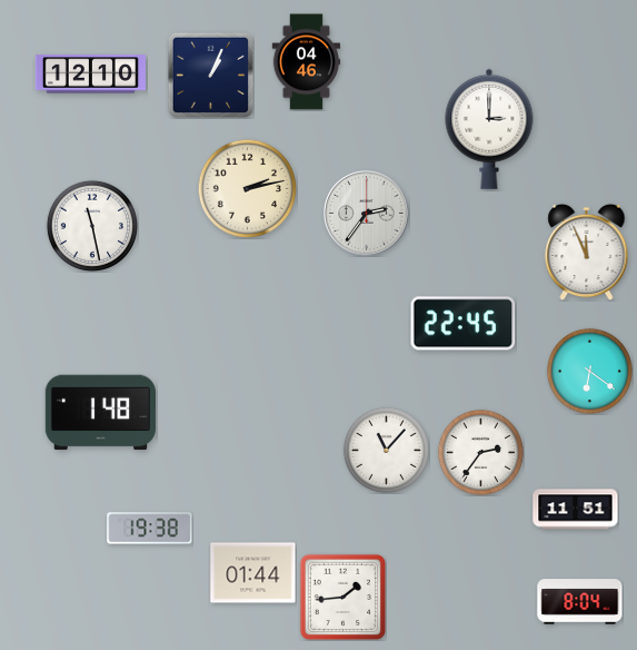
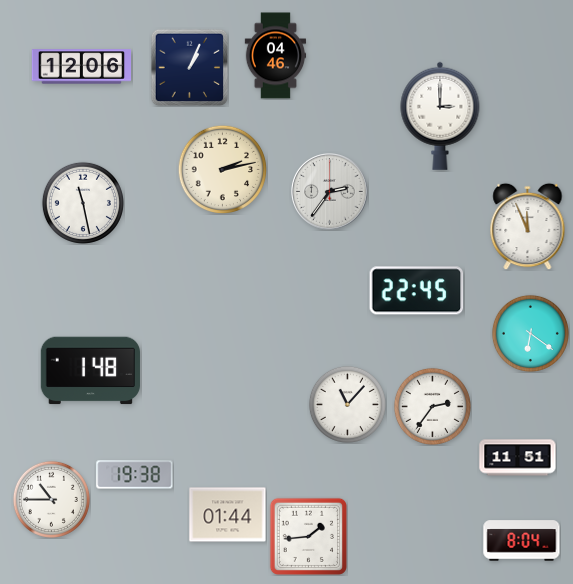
clock at (90, 75): 12:10 -> 12:06
clock at (51, 499): none -> 10:45
